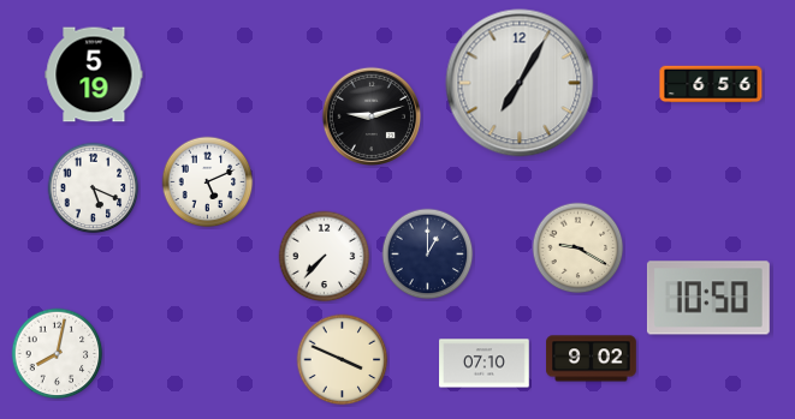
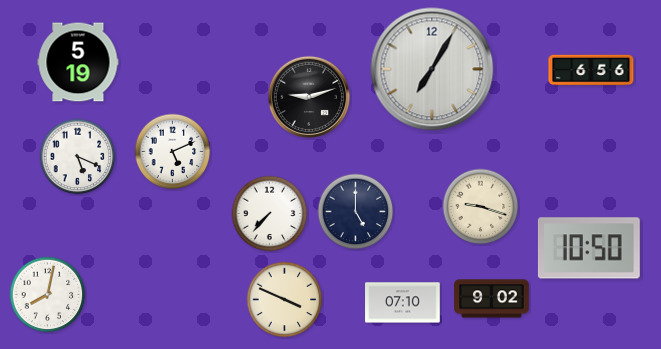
clock at (579, 249): 9:20 -> 9:18
clock at (428, 255): 1:00 -> 5:00
